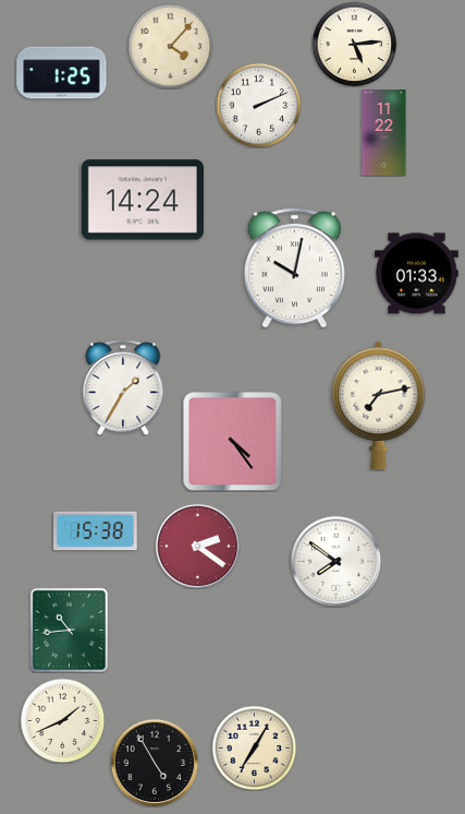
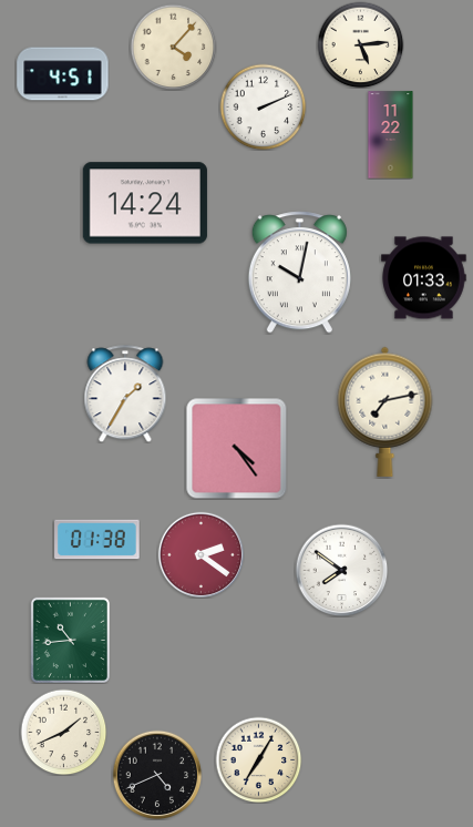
clock at (62, 73): 1:25 -> 4:51
clock at (96, 531): 15:38 -> 01:38
clock at (155, 763): 4:55 -> 4:41
